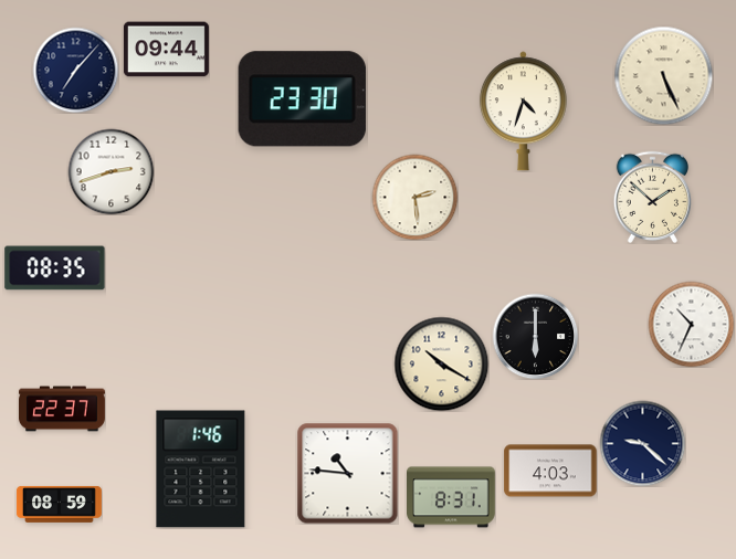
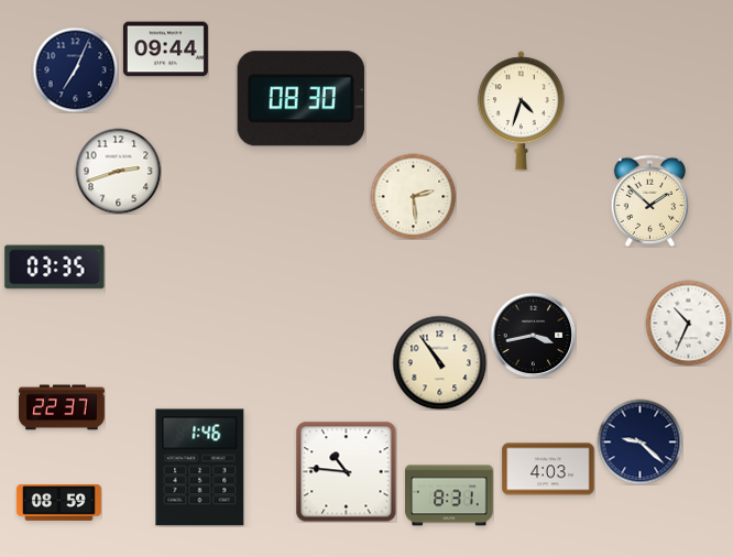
clock at (75, 70): 7:07 -> 7:04
clock at (663, 75): 5:26 -> none
clock at (302, 99): 23:30 -> 08:30
clock at (111, 171) position: (111, 171) -> (118, 171)
clock at (652, 197) position: (652, 197) -> (649, 200)
clock at (55, 268): 08:35 -> 03:35
clock at (535, 336): 6:00 -> 3:43
clock at (441, 363): 10:20 -> 10:54
